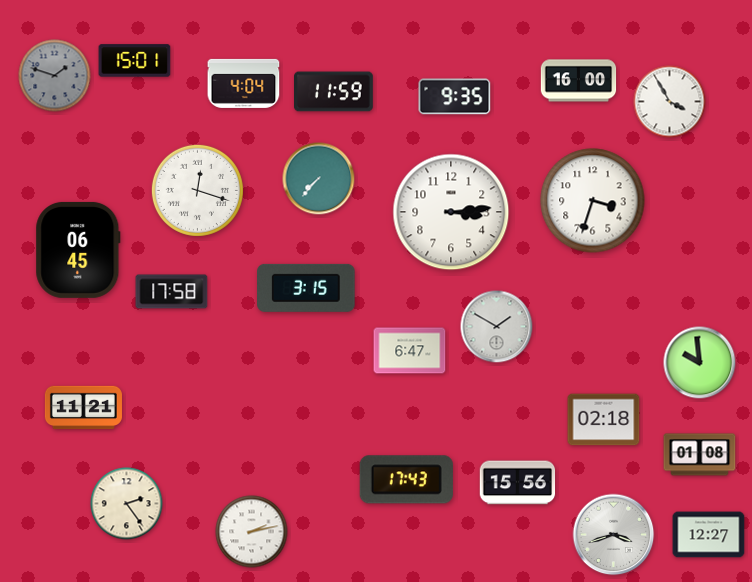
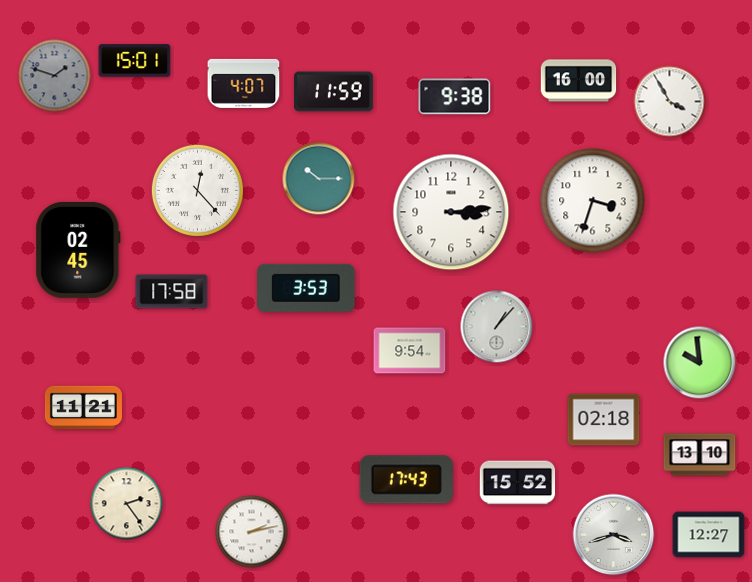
clock at (244, 83): 4:04 -> 4:07
clock at (455, 97): 9:35 -> 9:38
clock at (319, 179): 7:37 -> 10:15
clock at (197, 190): 12:18 -> 12:23
clock at (78, 250): 06:45 -> 02:45
clock at (306, 288): 3:15 -> 3:53
clock at (497, 327): 1:50 -> 1:07
clock at (410, 351): 6:47 -> 9:54
clock at (700, 455): 01:08 -> 13:10
clock at (518, 483): 15:56 -> 15:52
